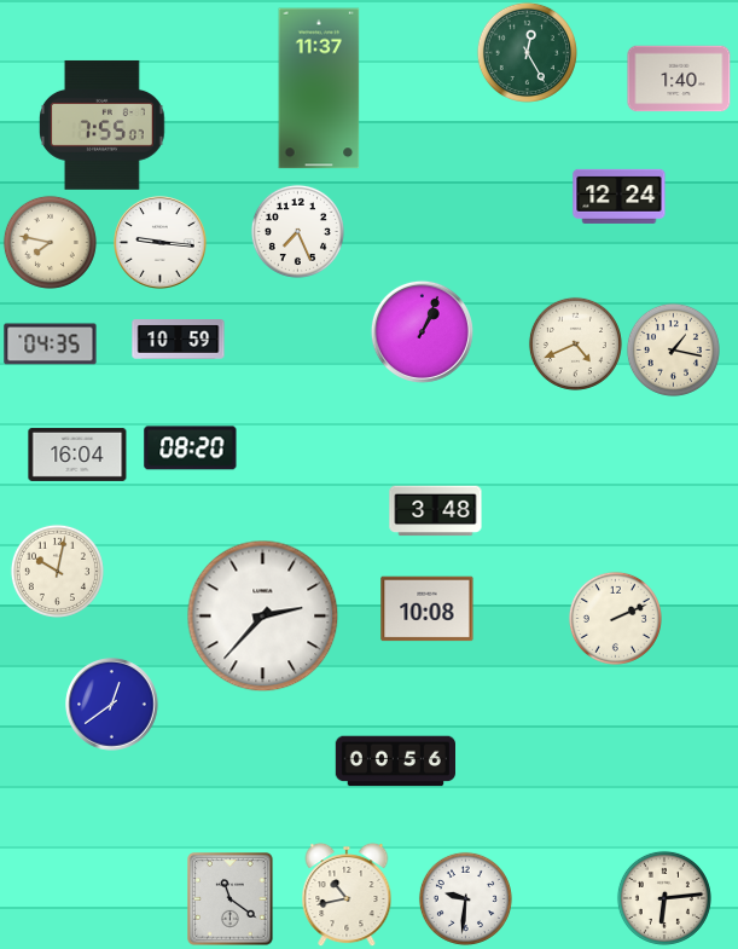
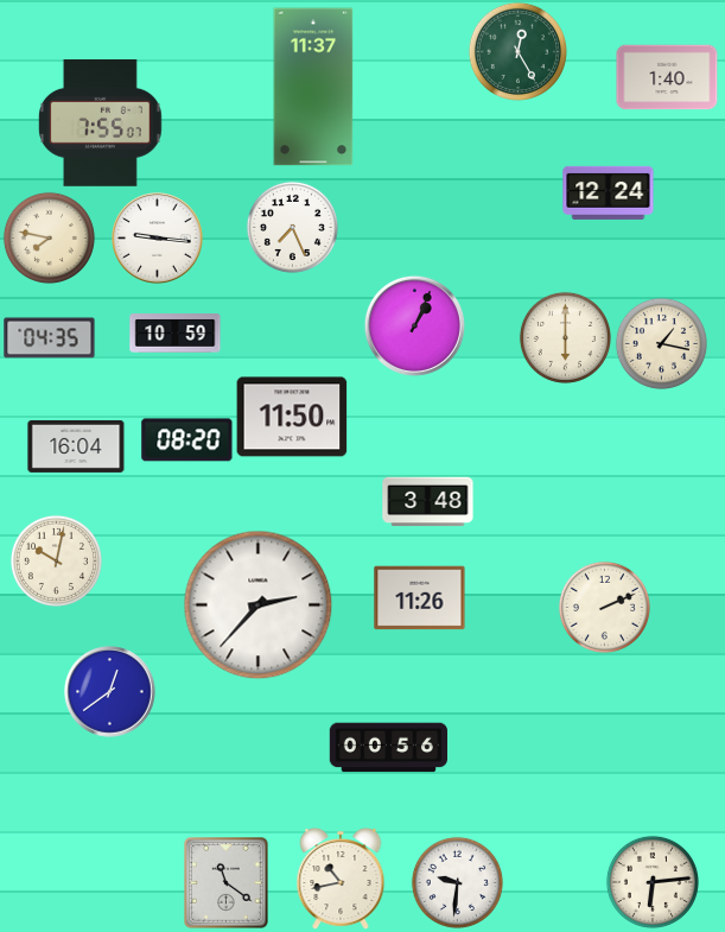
clock at (575, 343): 4:41 -> 6:00
clock at (292, 417): none -> 11:50
clock at (428, 609): 10:08 -> 11:26
